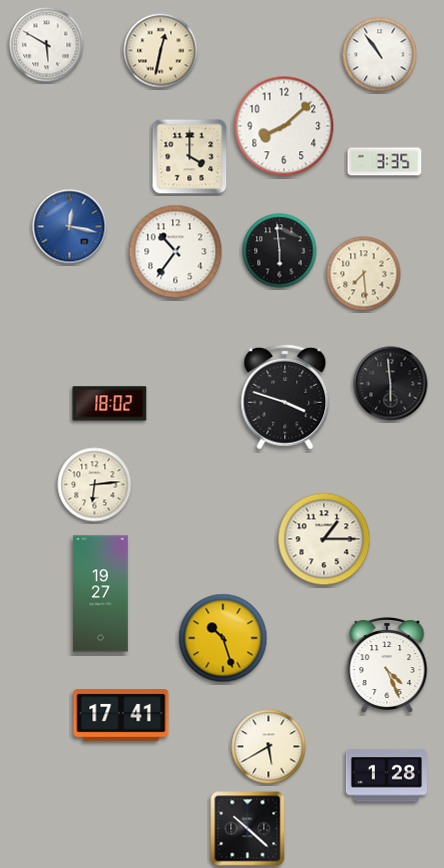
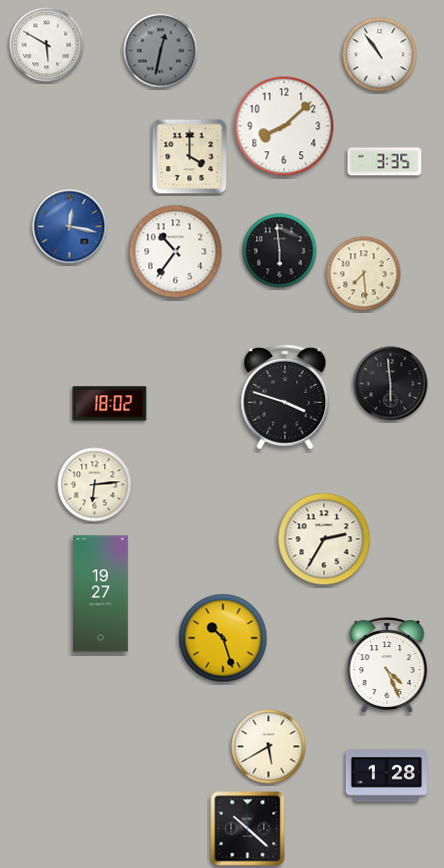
clock at (161, 51) dial: cream -> grey
clock at (324, 539): 1:15 -> 2:35
clock at (121, 716): 17:41 -> none
